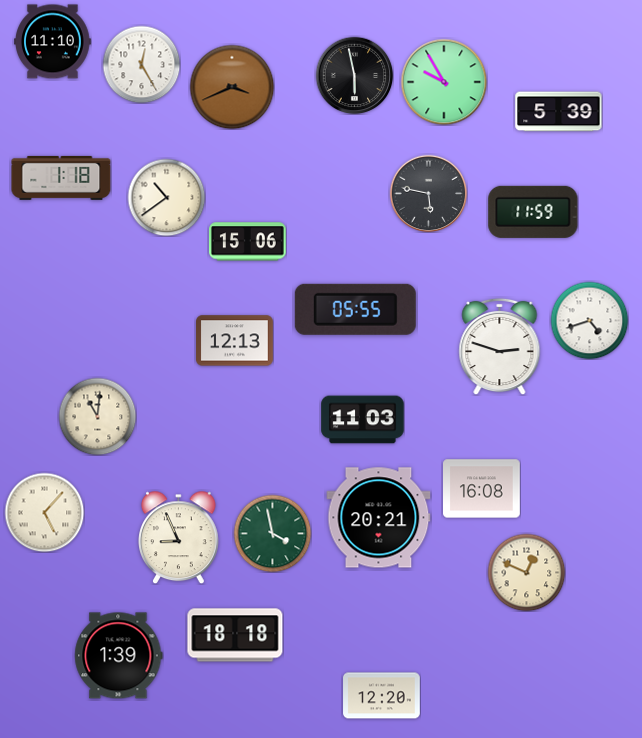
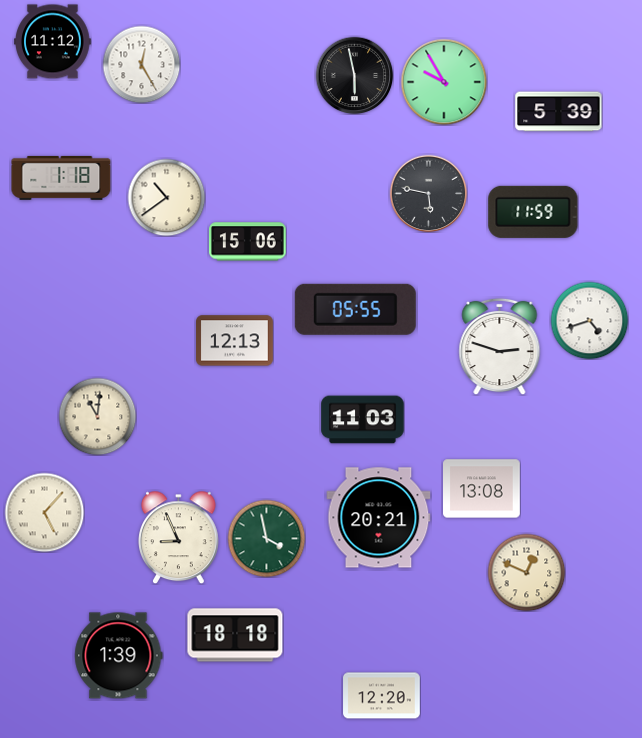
clock at (53, 42): 11:10 -> 11:12
clock at (232, 87): 3:41 -> none
clock at (482, 489): 16:08 -> 13:08
clock at (272, 533) position: (272, 533) -> (266, 538)
